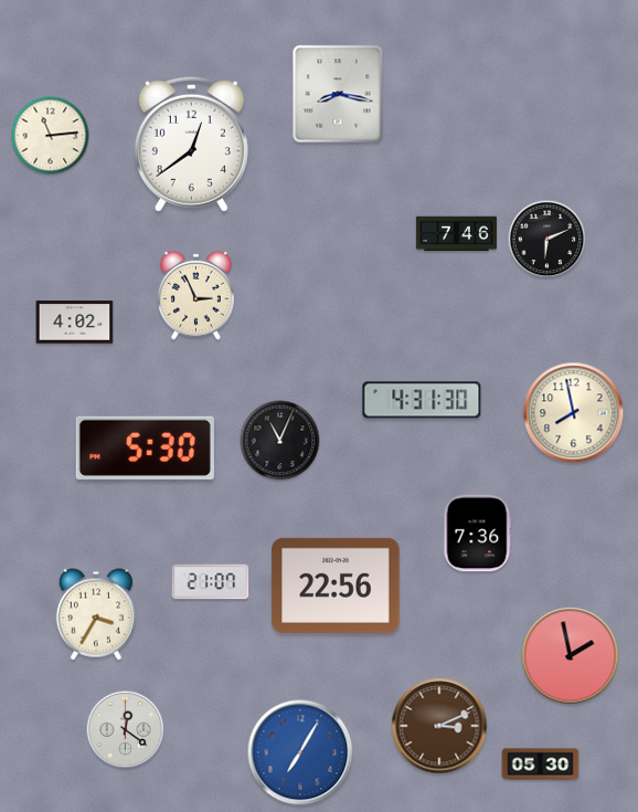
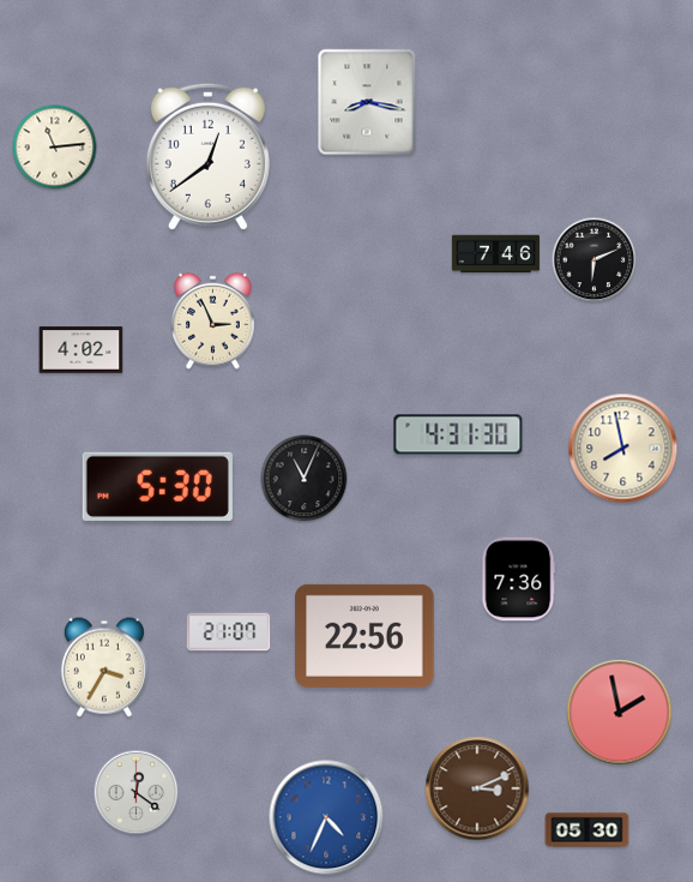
clock at (300, 752): 7:05 -> 4:34
